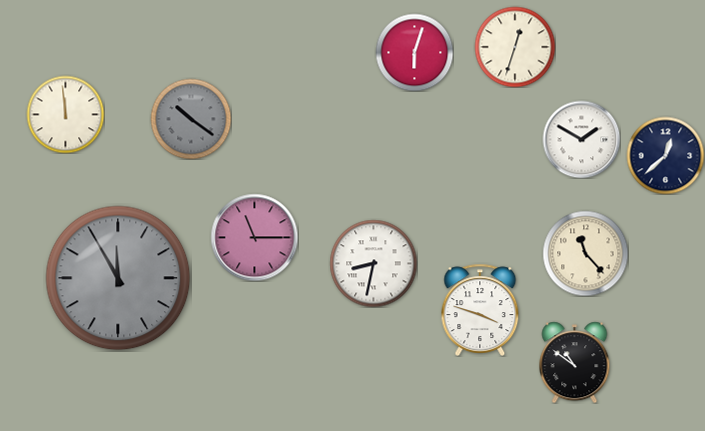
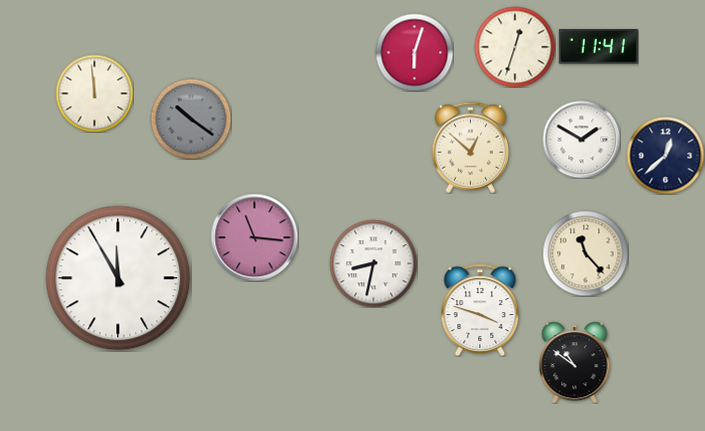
clock at (598, 47): none -> 11:41
clock at (65, 114) position: (65, 114) -> (94, 93)
clock at (471, 147): none -> 12:52
clock at (254, 237): 11:15 -> 11:16
clock at (118, 278) dial: grey -> white
